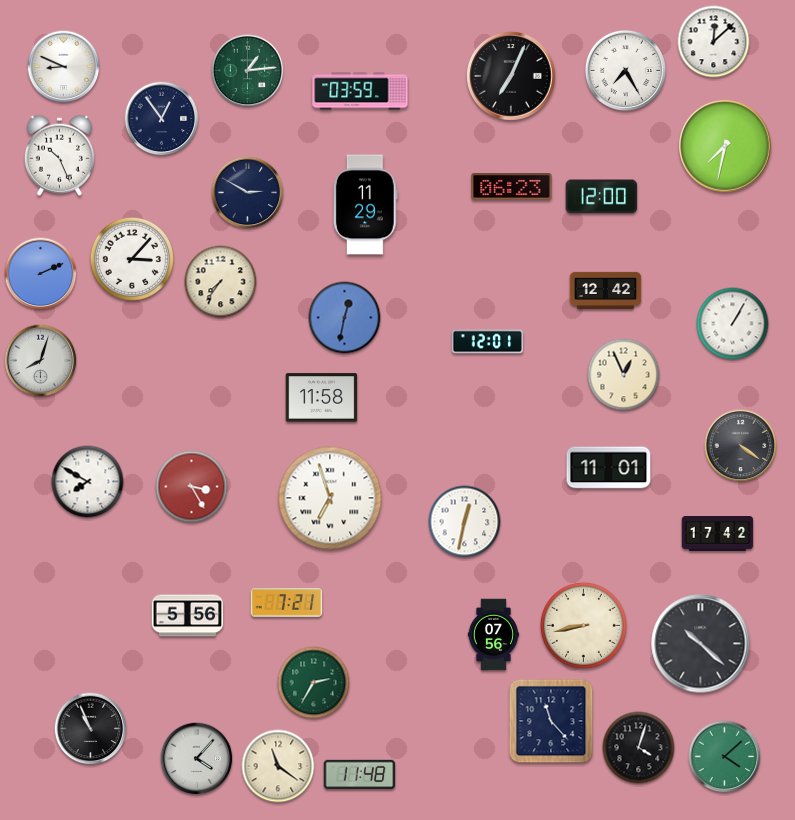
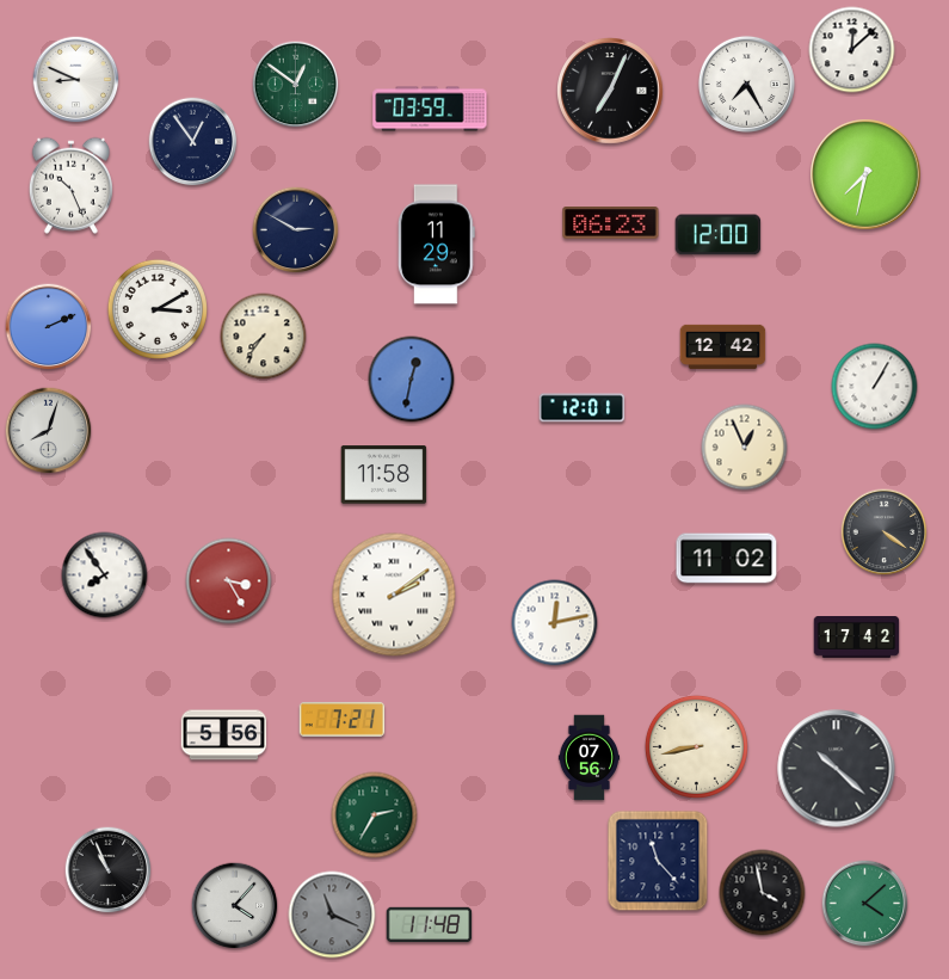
clock at (248, 71): 1:14 -> 12:51
clock at (132, 259): 3:07 -> 3:10
clock at (609, 468): 11:01 -> 11:02
clock at (88, 482): 7:50 -> 7:54
clock at (330, 498): 6:57 -> 2:09
clock at (465, 522): 12:32 -> 12:13
clock at (639, 748): 4:03 -> 3:58
clock at (278, 766): 11:21 -> 11:19
clock at (278, 766) dial: cream -> grey
